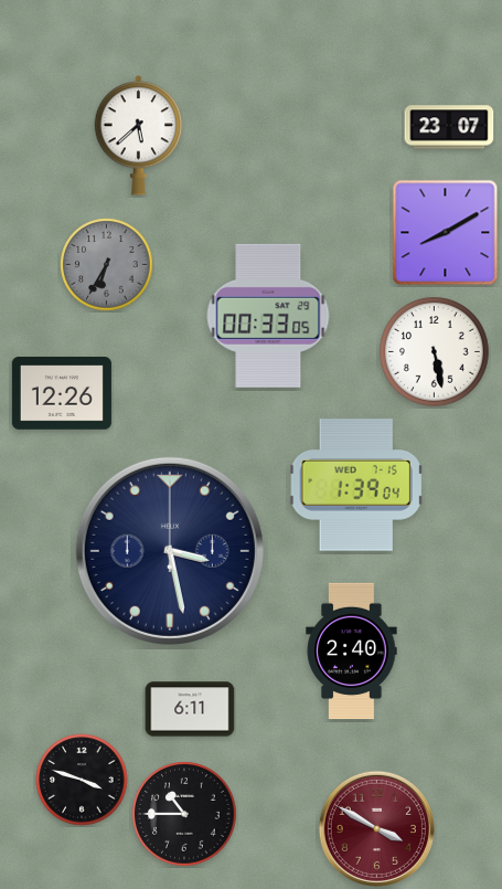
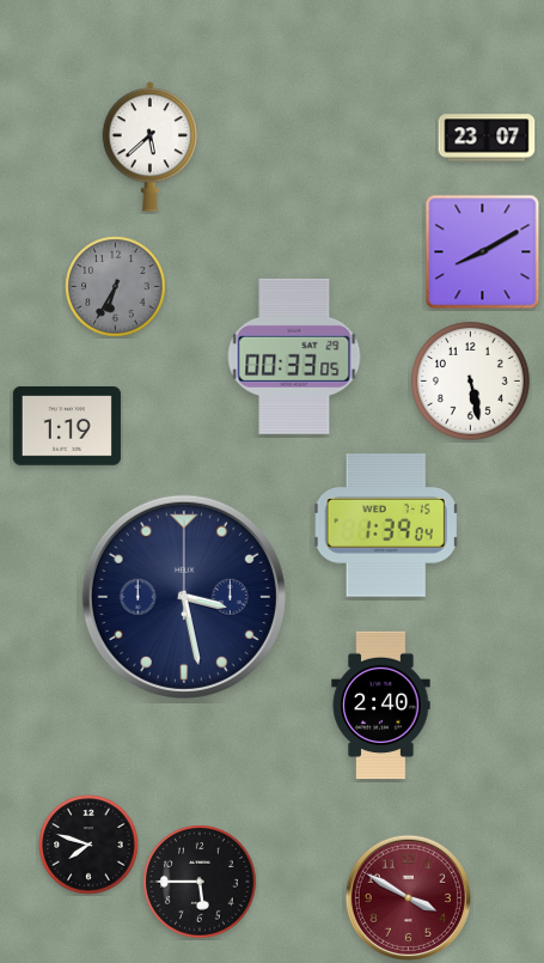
clock at (268, 316) position: (268, 316) -> (294, 356)
clock at (62, 393): 12:26 -> 1:19
clock at (190, 709): 6:11 -> none
clock at (82, 780): 3:48 -> 7:48
clock at (184, 814): 10:45 -> 5:45
